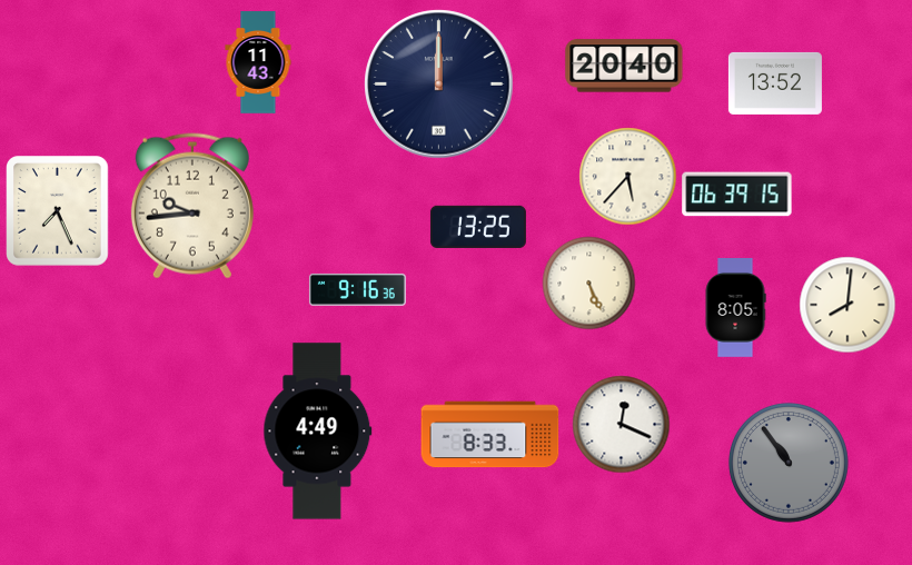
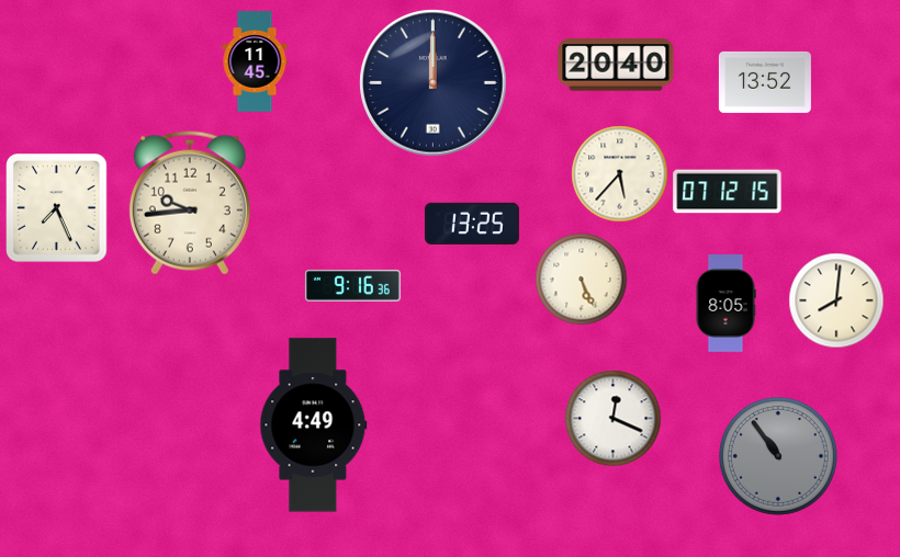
clock at (258, 62): 11:43 -> 11:45
clock at (737, 195): 06:39 -> 07:12
clock at (490, 435): 8:33 -> none
